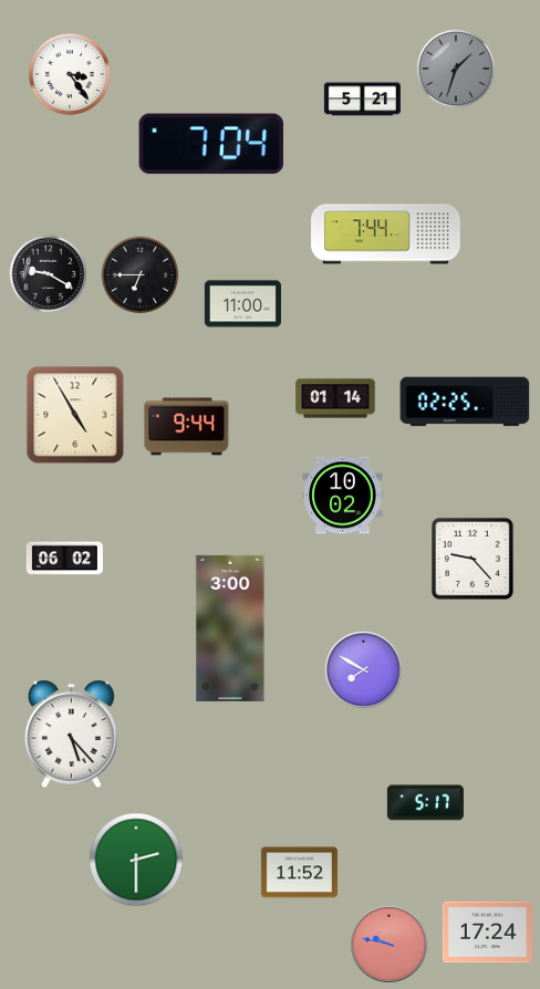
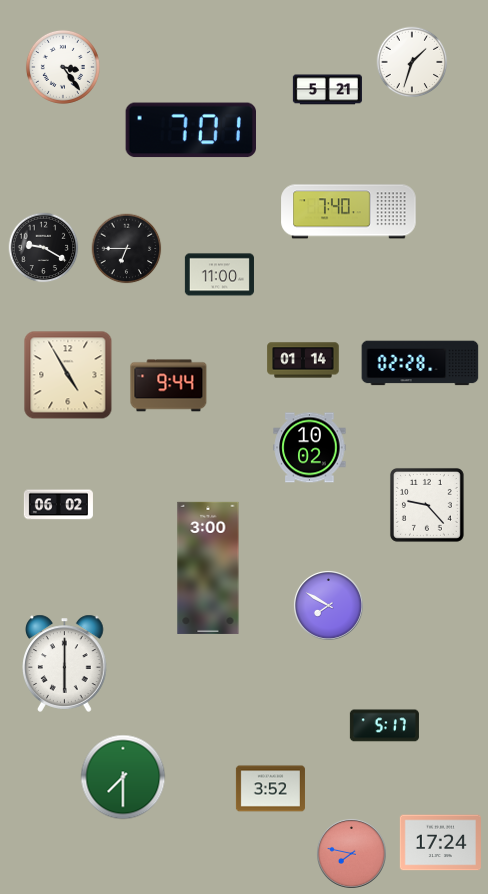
clock at (456, 69) dial: grey -> white
clock at (210, 144): 7:04 -> 7:01
clock at (386, 235): 7:44 -> 7:40
clock at (465, 402): 02:25 -> 02:28
clock at (72, 733): 5:23 -> 6:00
clock at (136, 860): 2:30 -> 7:30
clock at (299, 873): 11:52 -> 3:52
clock at (388, 944): 9:47 -> 7:47
